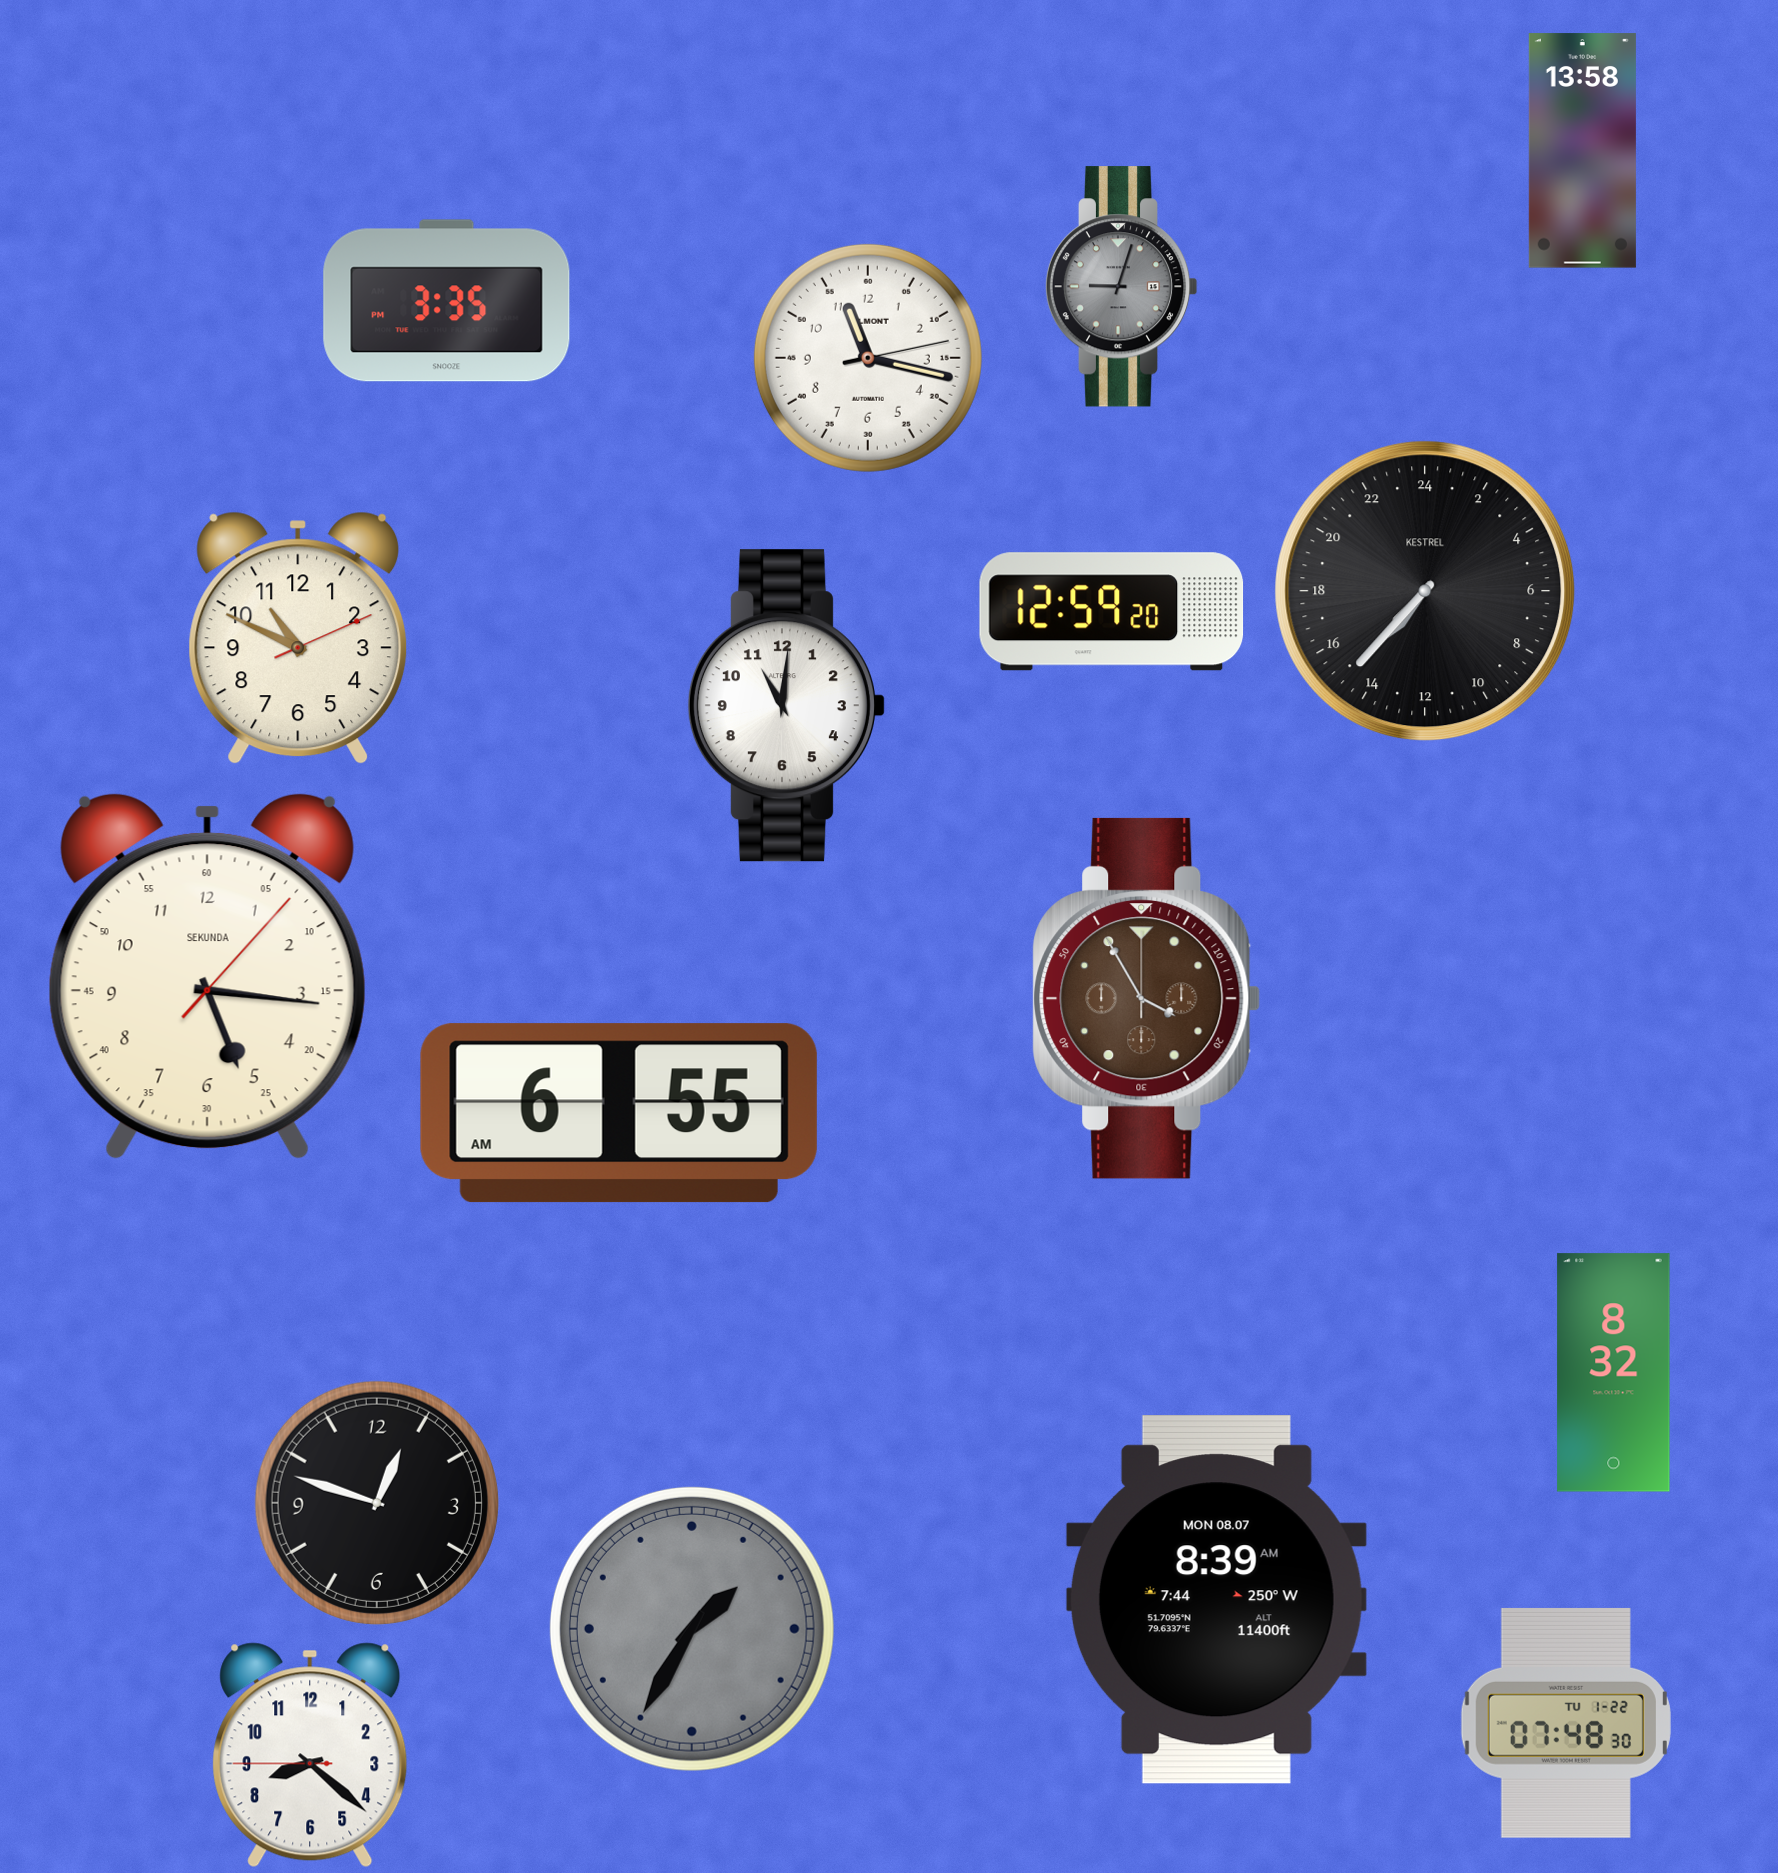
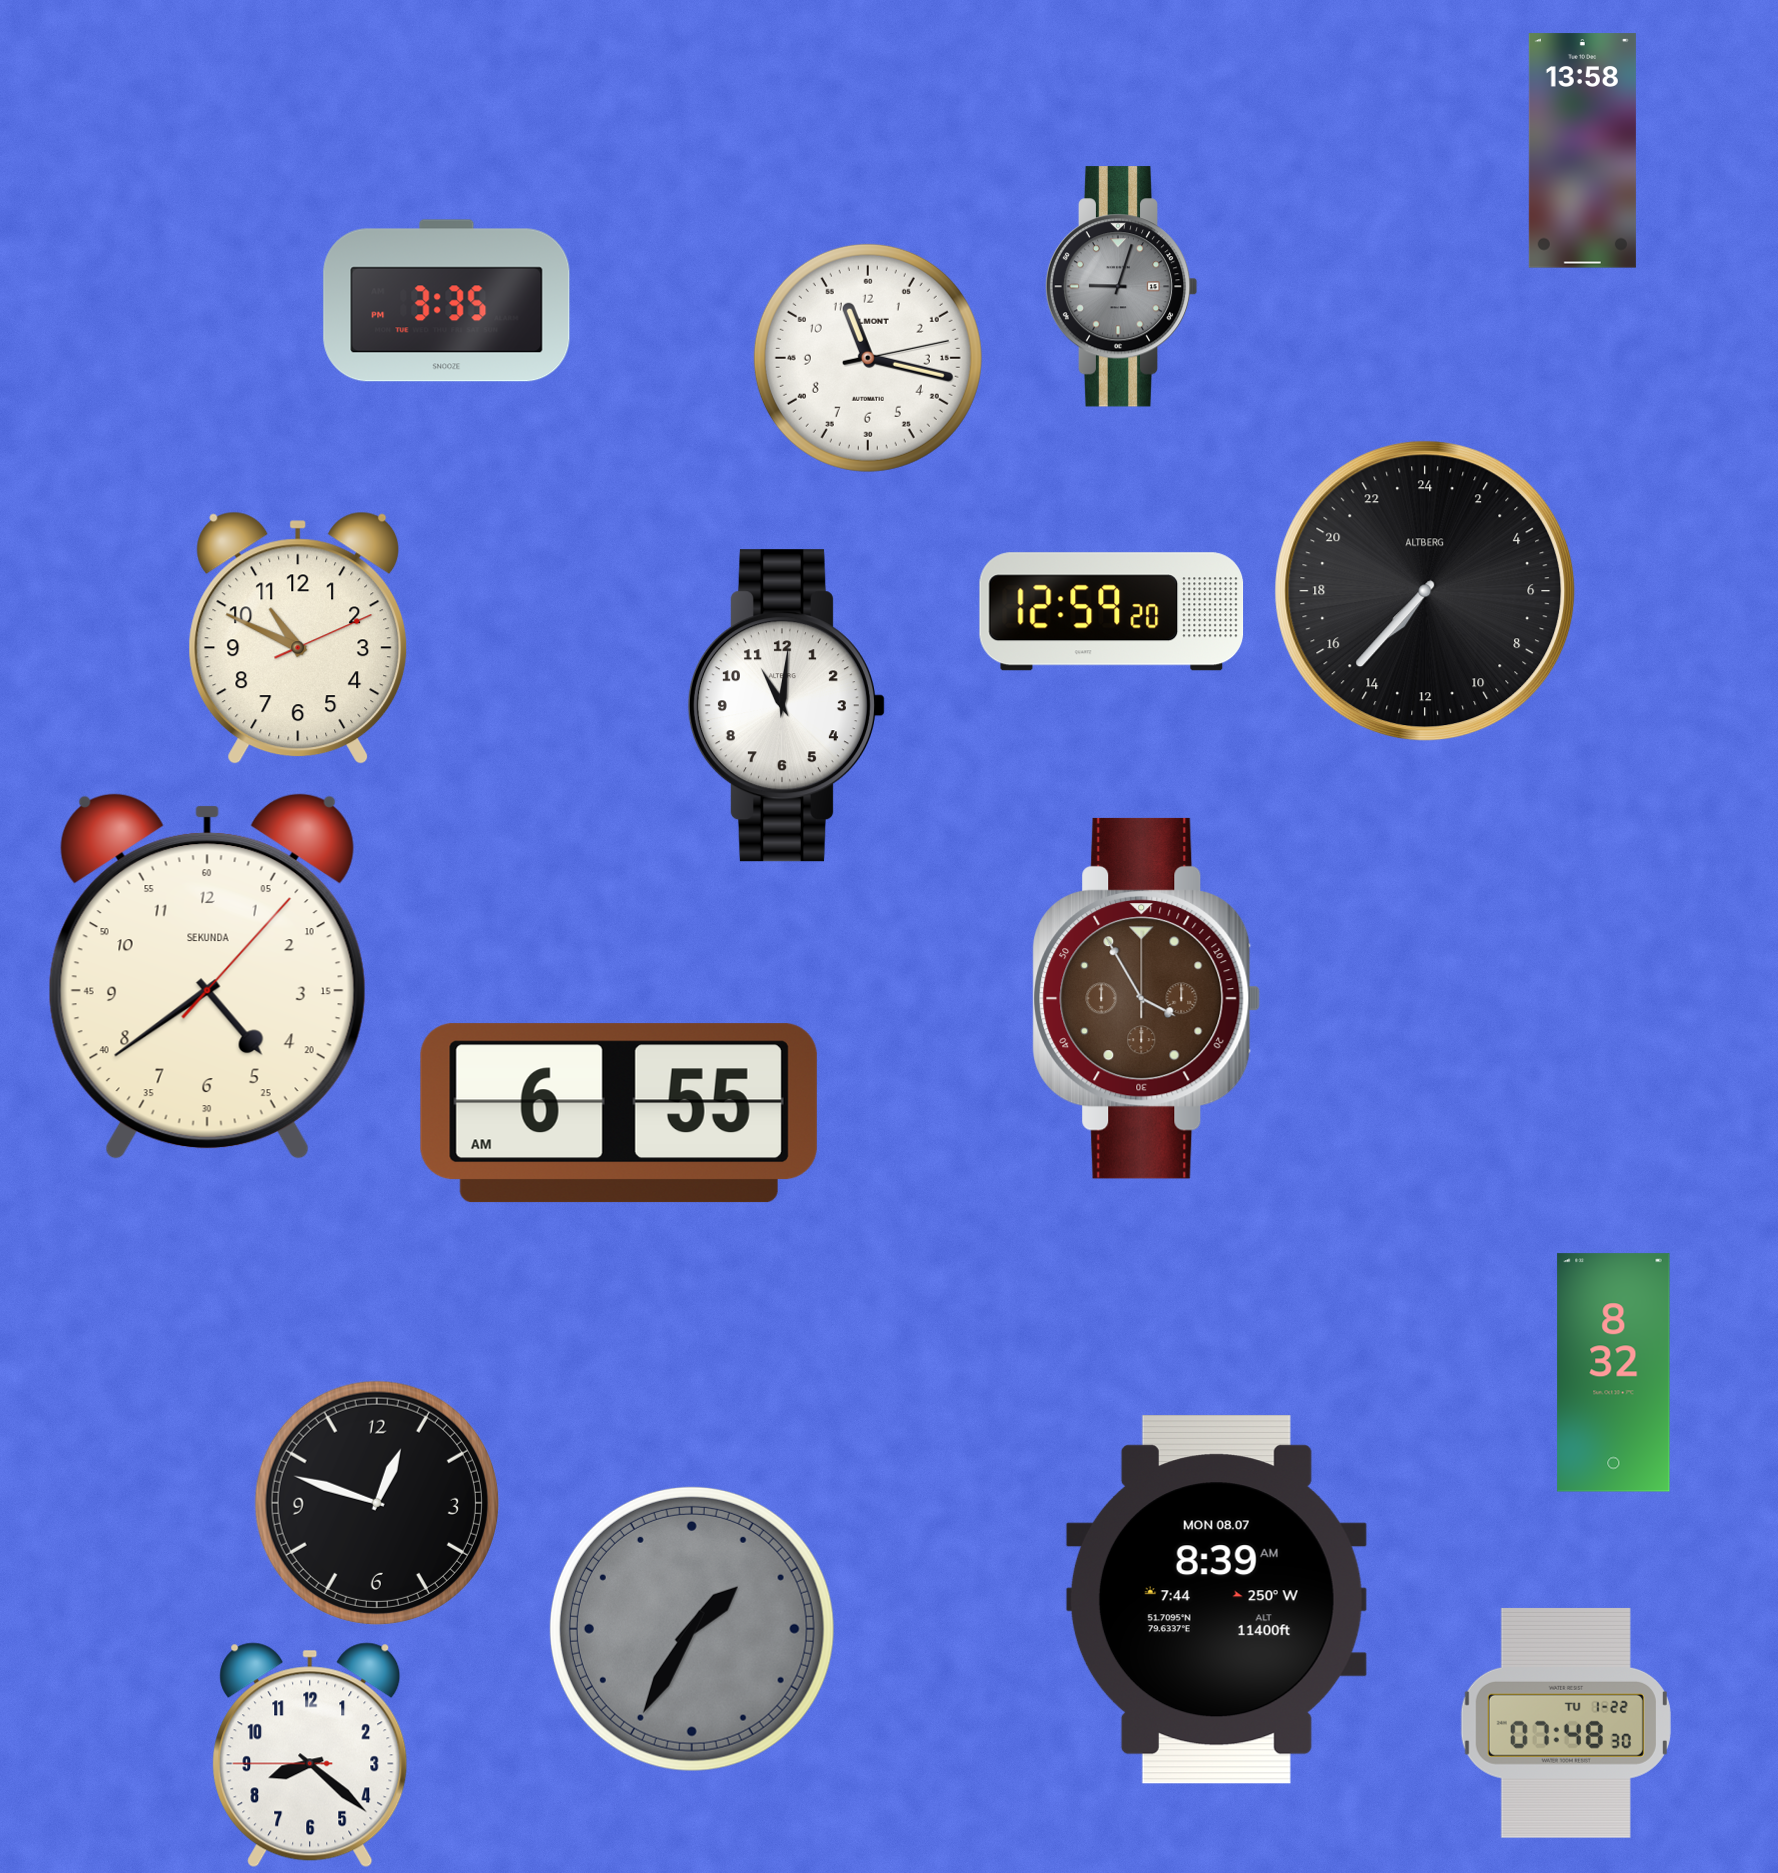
clock at (1425, 591) brand: KESTREL -> ALTBERG
clock at (207, 977): 5:16 -> 4:39
